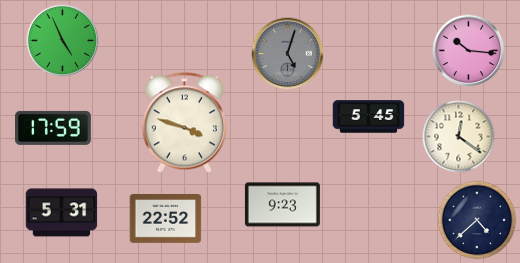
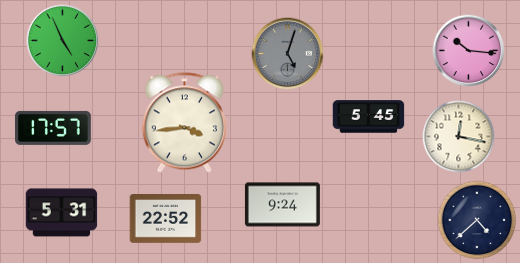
clock at (184, 123): 3:48 -> 3:44
clock at (54, 128): 17:59 -> 17:57
clock at (459, 137): 12:21 -> 12:17
clock at (282, 205): 9:23 -> 9:24
